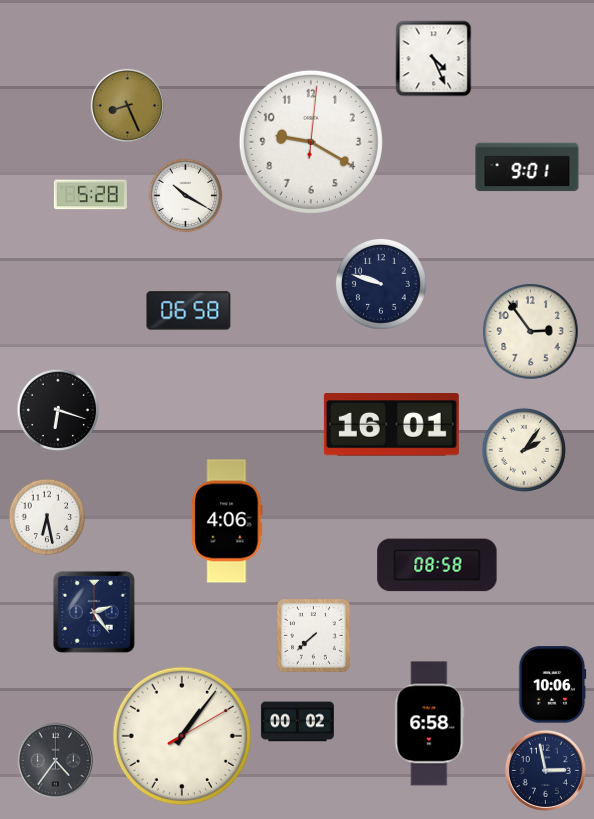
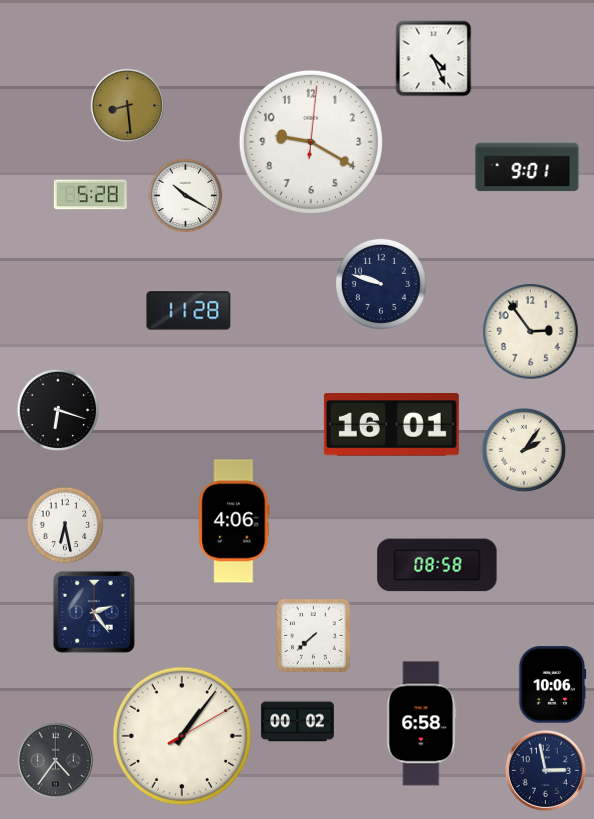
clock at (127, 105): 8:26 -> 8:29
clock at (189, 311): 06:58 -> 11:28
clock at (47, 517) position: (47, 517) -> (65, 525)
clock at (227, 521) position: (227, 521) -> (234, 521)
clock at (430, 724) position: (430, 724) -> (422, 724)
